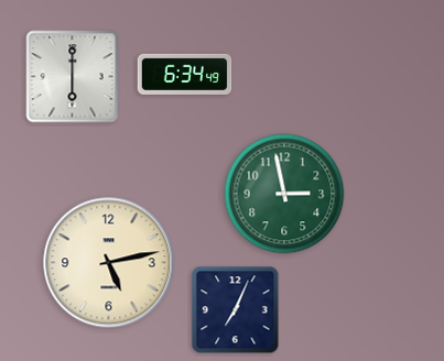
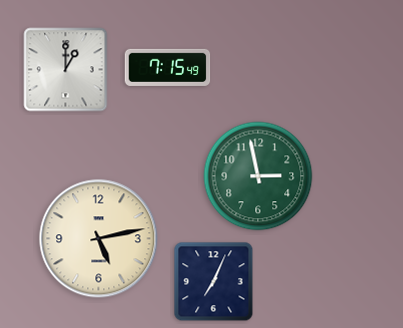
clock at (185, 74): 6:34 -> 7:15
clock at (73, 77): 6:00 -> 1:00
